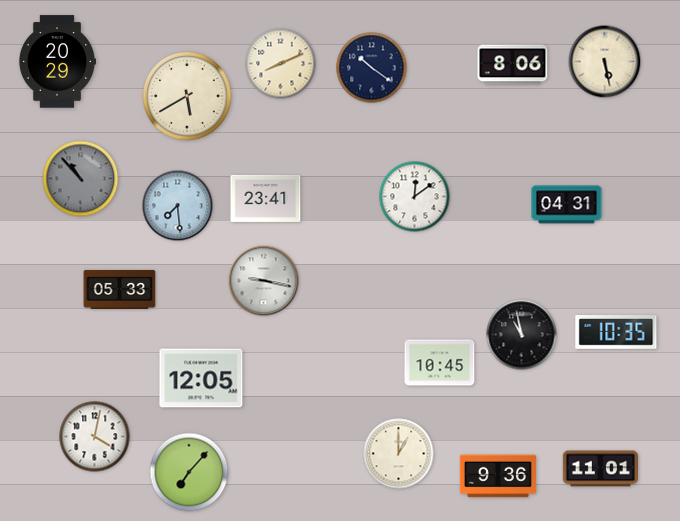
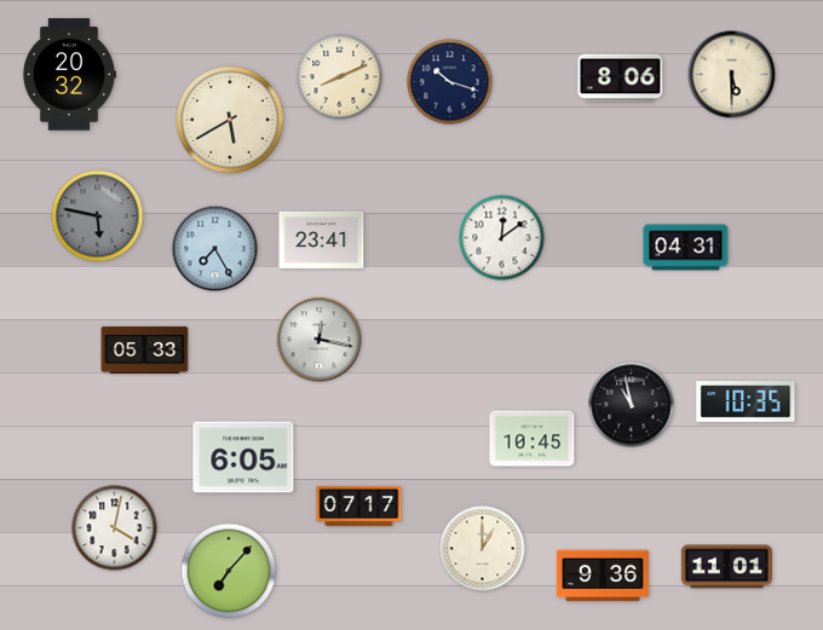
clock at (56, 62): 20:29 -> 20:32
clock at (605, 62): 5:28 -> 5:30
clock at (372, 68): 10:21 -> 10:18
clock at (187, 96) position: (187, 96) -> (230, 120)
clock at (81, 179): 10:53 -> 5:47
clock at (178, 206): 7:29 -> 7:25
clock at (264, 281): 9:17 -> 12:17
clock at (201, 378): 12:05 -> 6:05
clock at (359, 505): none -> 07:17
